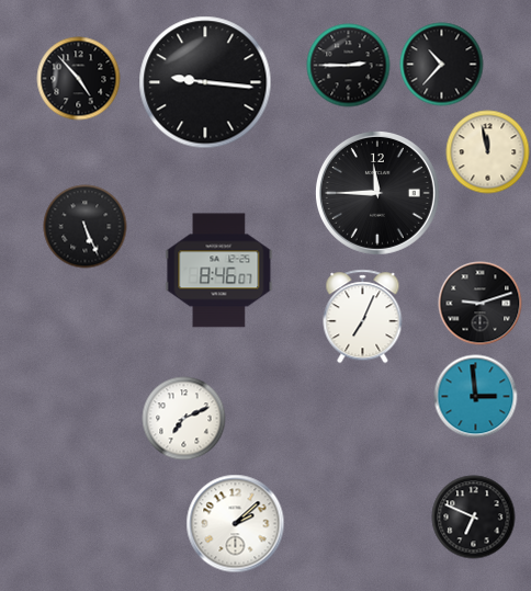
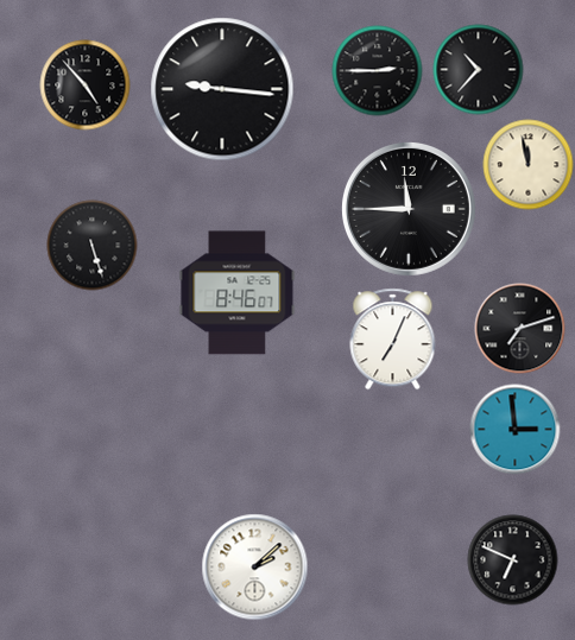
clock at (86, 227): 5:26 -> 5:27
clock at (481, 304): 9:12 -> 7:12
clock at (363, 317) position: (363, 317) -> (393, 340)
clock at (184, 419): 7:11 -> none
